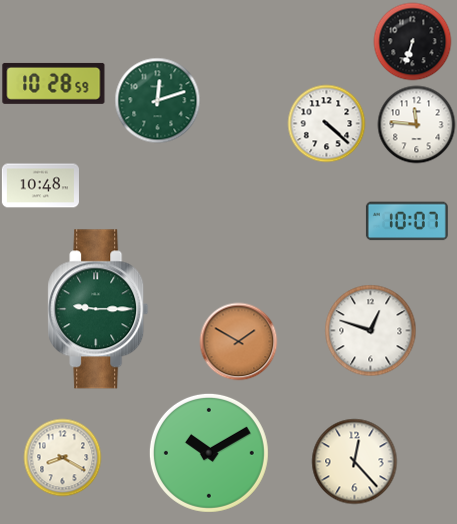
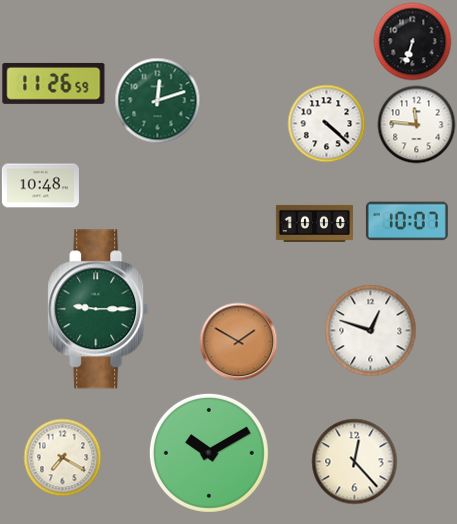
clock at (54, 83): 10:28 -> 11:26
clock at (314, 223): none -> 10:00
clock at (62, 457): 8:20 -> 7:20
